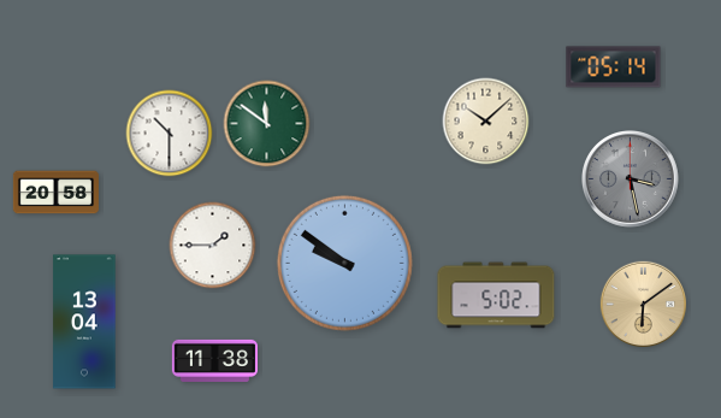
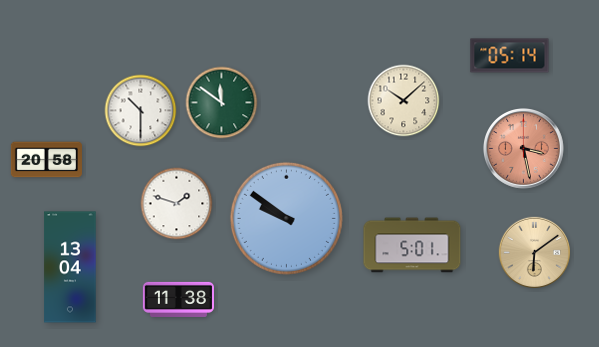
clock at (631, 179) dial: grey -> salmon
clock at (213, 246): 1:45 -> 1:48
clock at (496, 295): 5:02 -> 5:01
